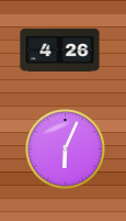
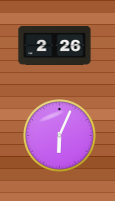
clock at (60, 49): 4:26 -> 2:26
